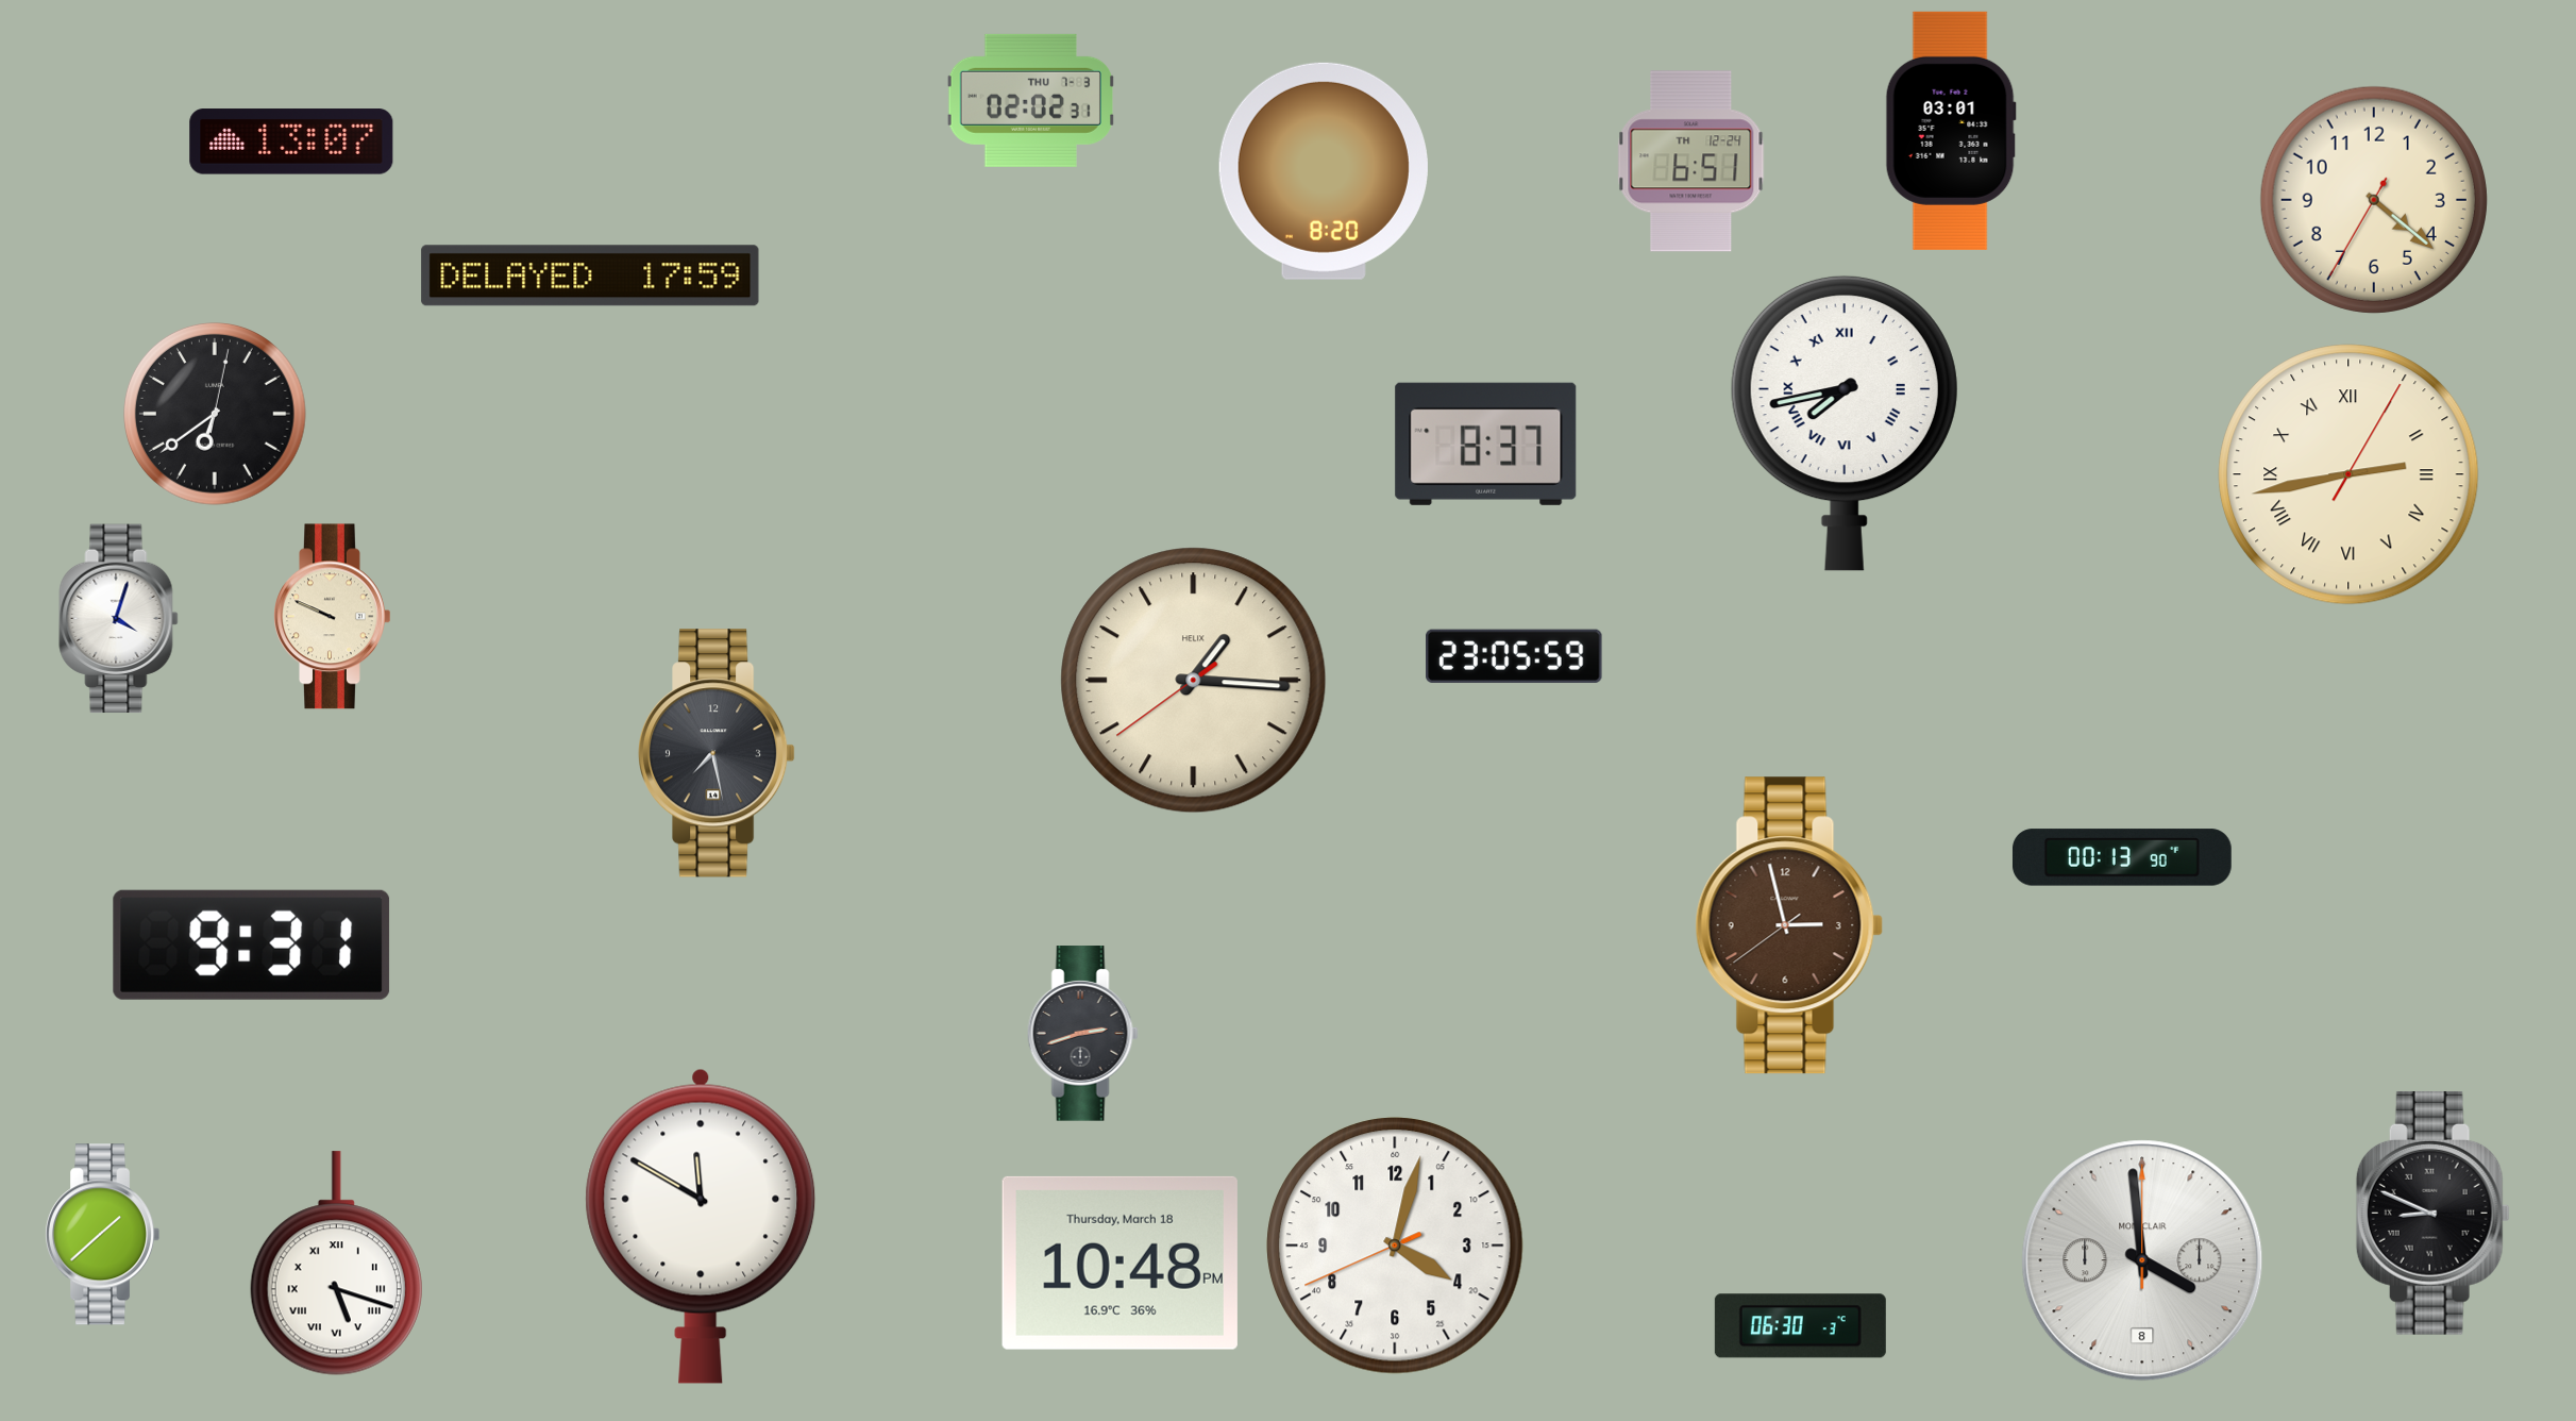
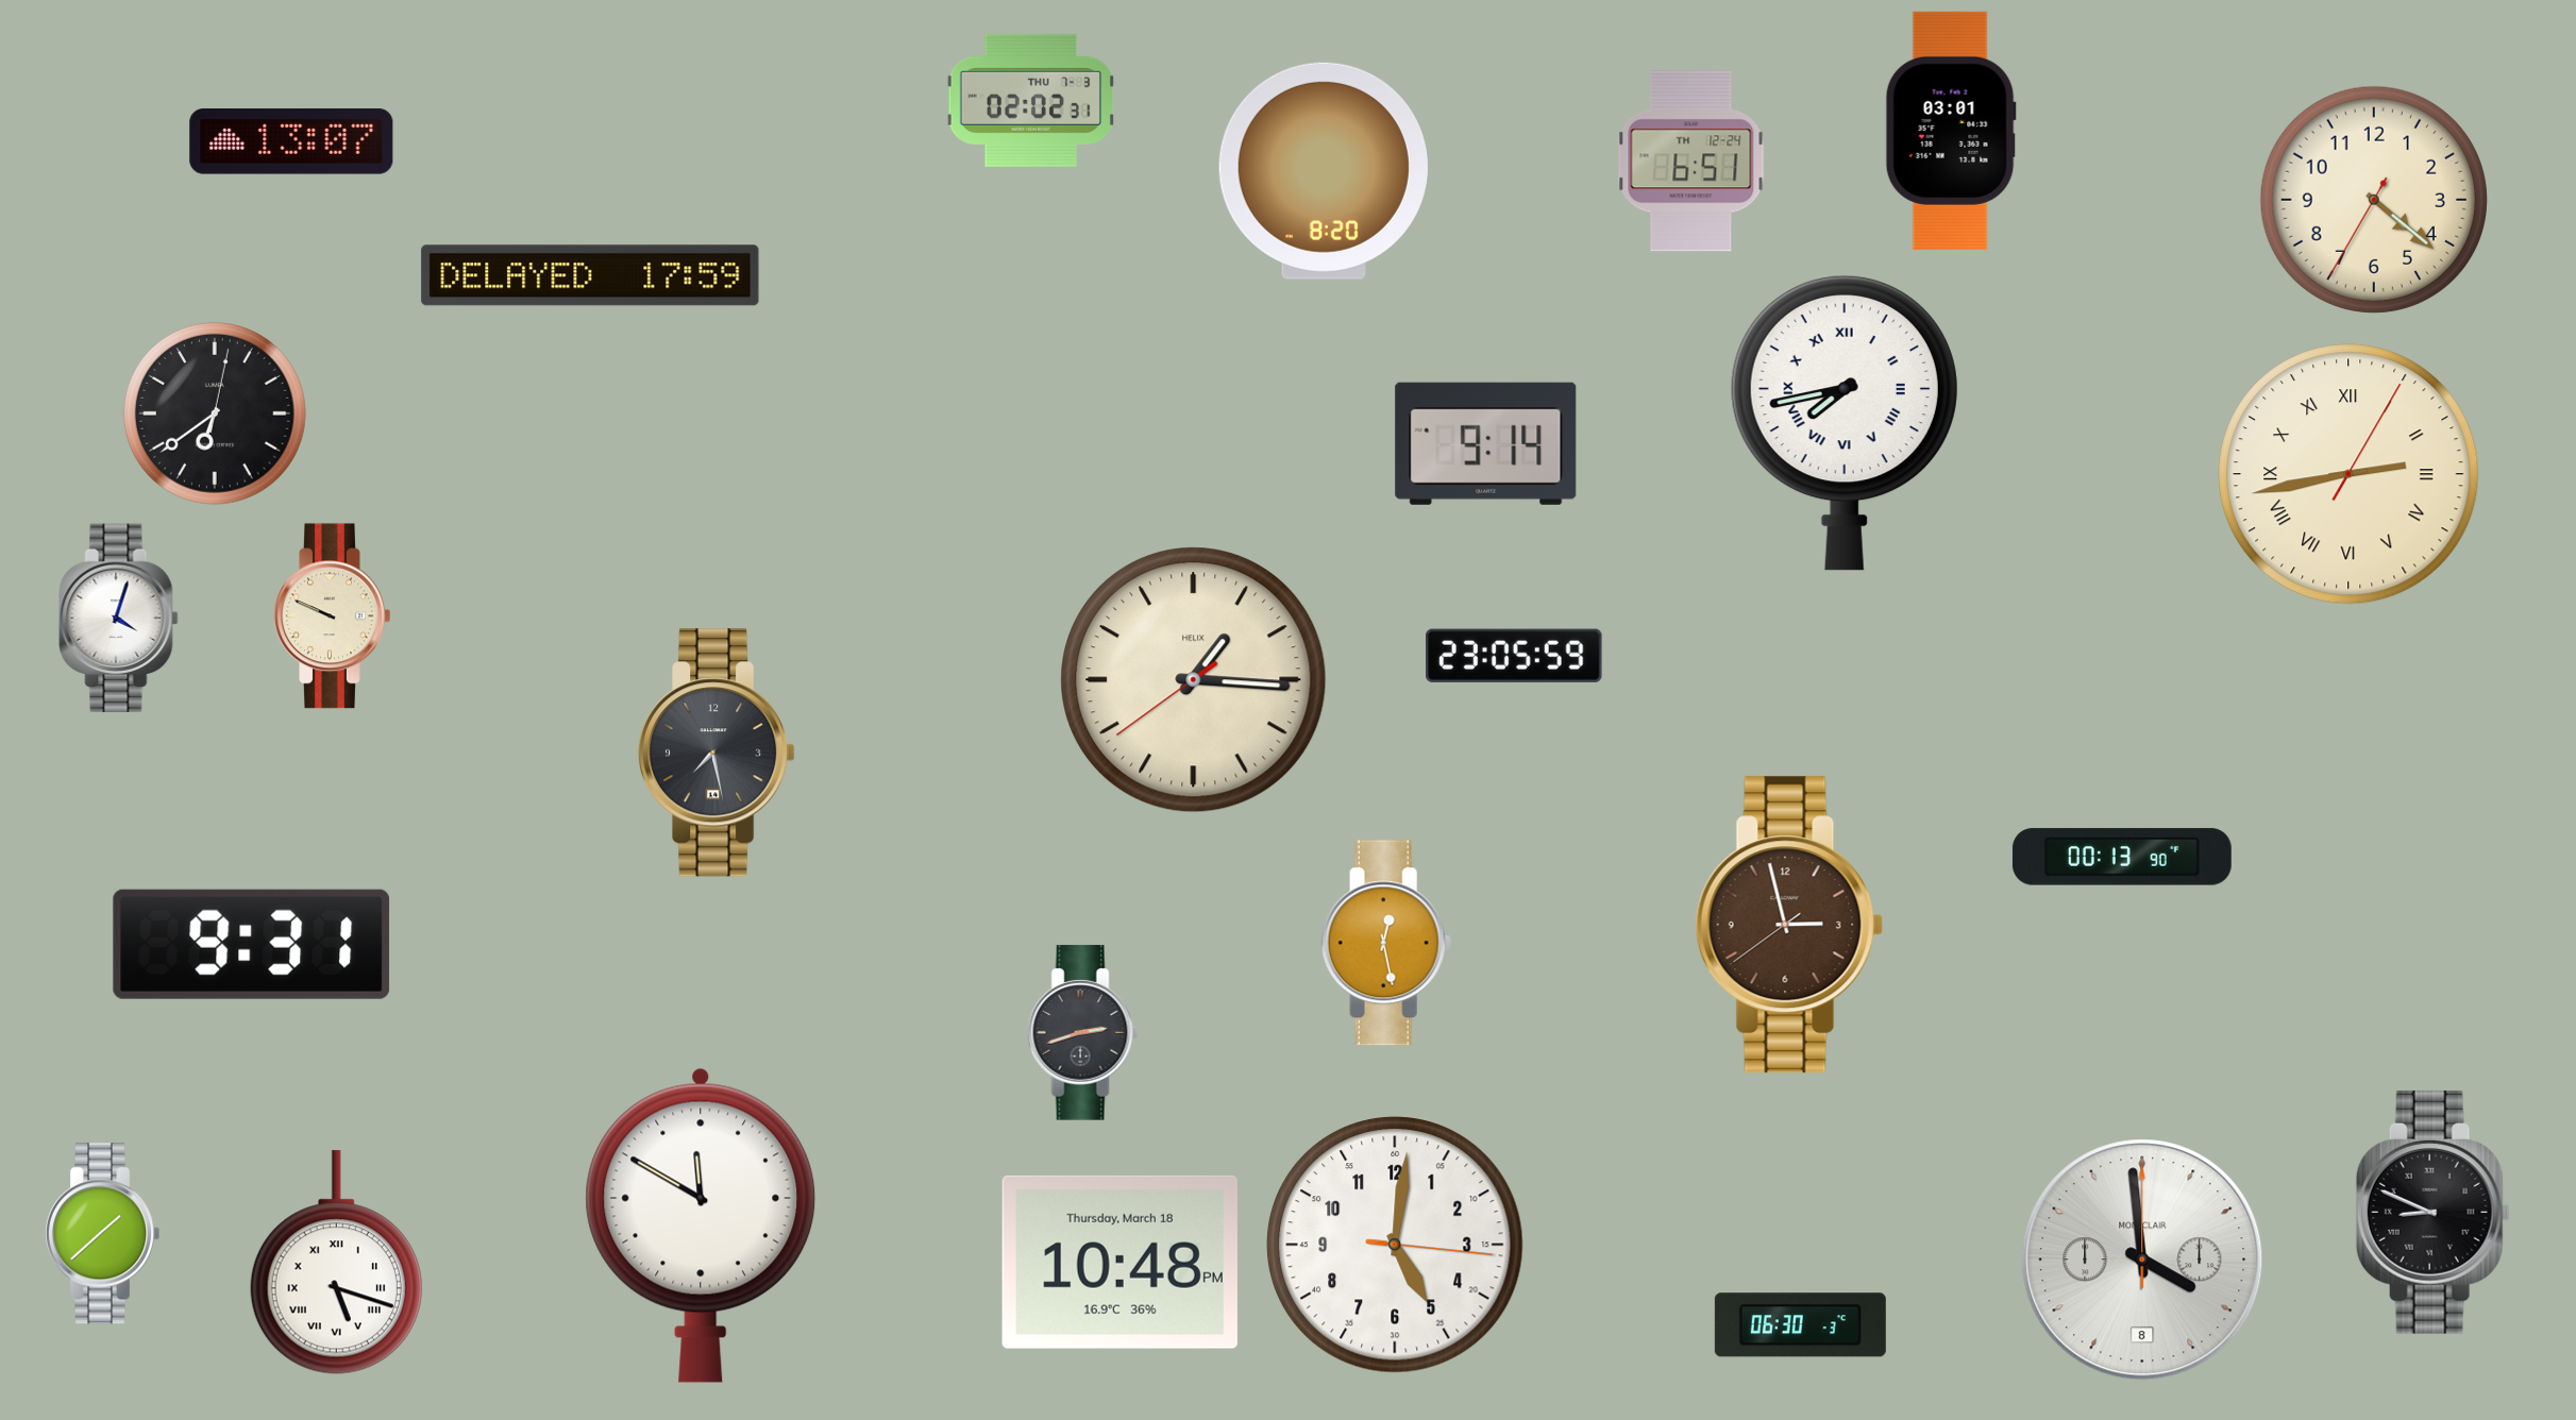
clock at (1486, 444): 8:37 -> 9:14
clock at (1386, 943): none -> 12:28
clock at (1395, 1246): 4:02 -> 5:01
